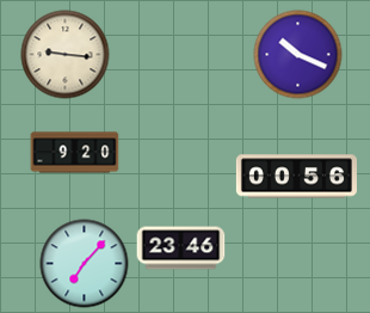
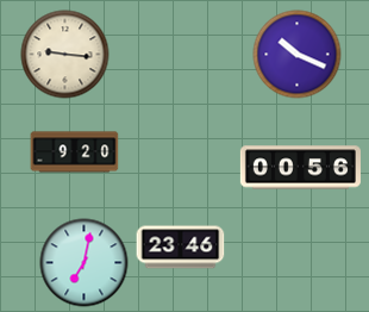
clock at (296, 177) position: (296, 177) -> (300, 168)
clock at (85, 264): 7:07 -> 7:02
